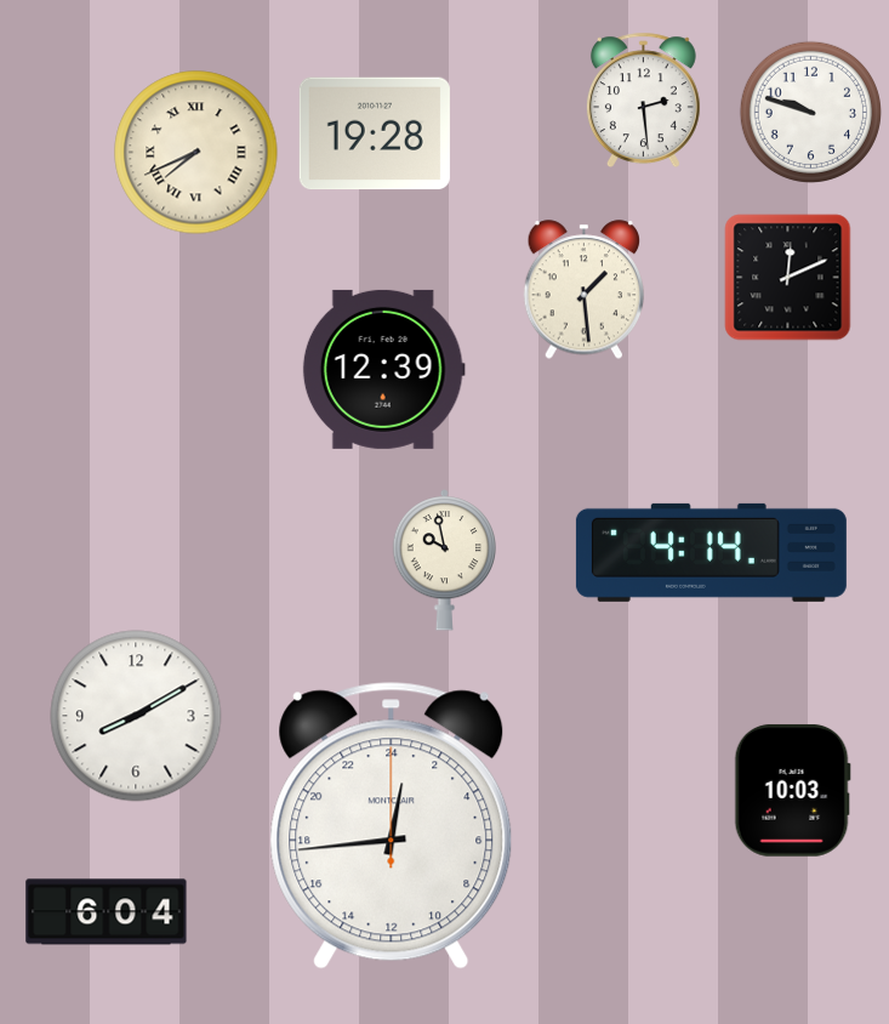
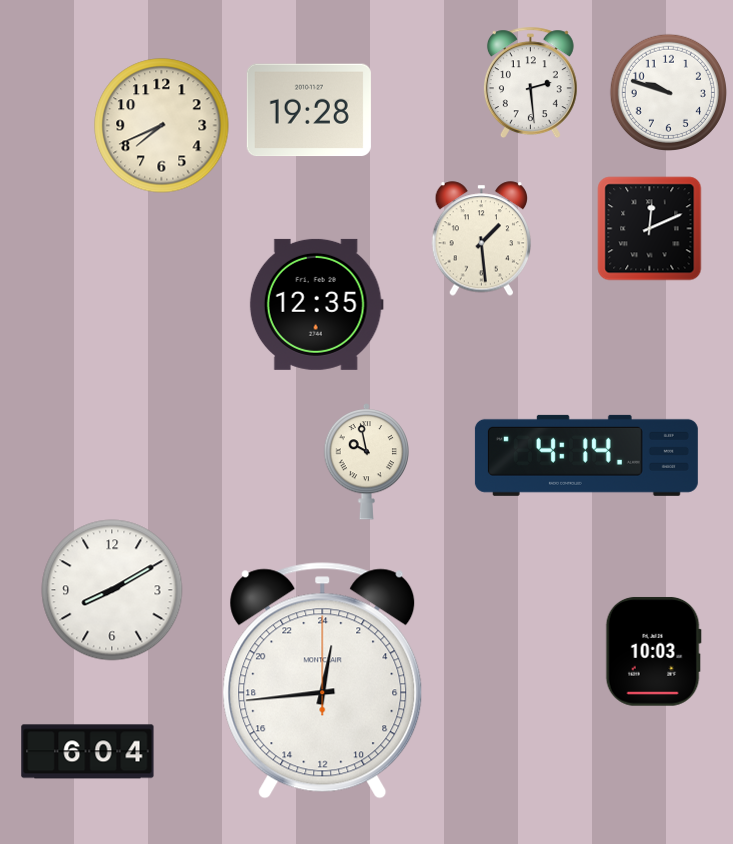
clock at (196, 153) numerals: Roman -> Arabic
clock at (383, 369): 12:39 -> 12:35
